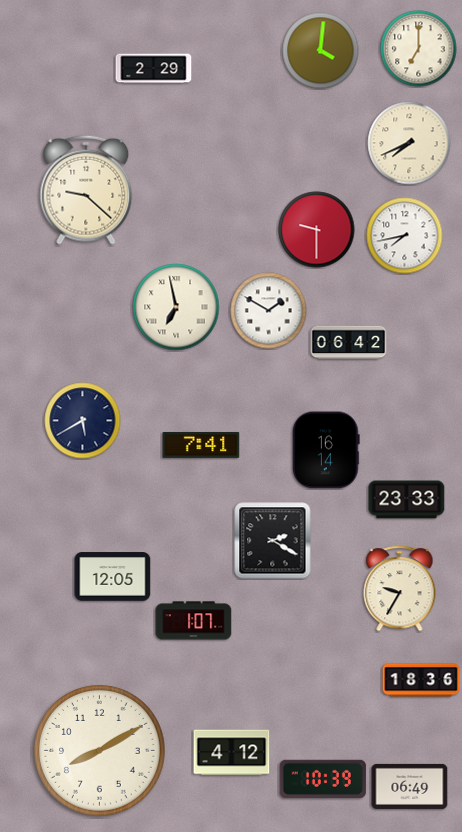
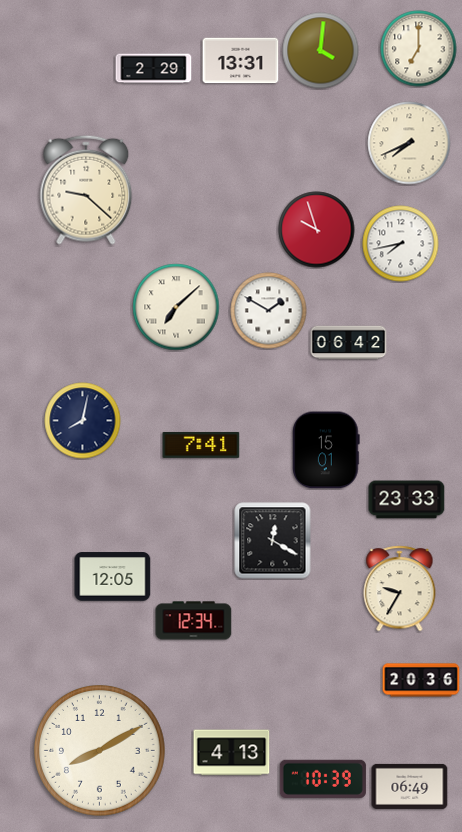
clock at (241, 61): none -> 13:31
clock at (317, 230): 9:30 -> 9:57
clock at (405, 236) position: (405, 236) -> (401, 244)
clock at (176, 307): 6:58 -> 7:08
clock at (83, 421): 5:40 -> 8:02
clock at (326, 450): 16:14 -> 15:01
clock at (273, 541): 2:20 -> 12:20
clock at (194, 621): 1:07 -> 12:34
clock at (421, 680): 18:36 -> 20:36
clock at (232, 753): 4:12 -> 4:13
